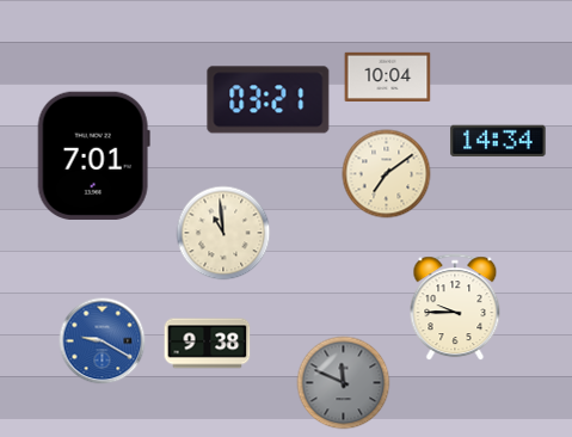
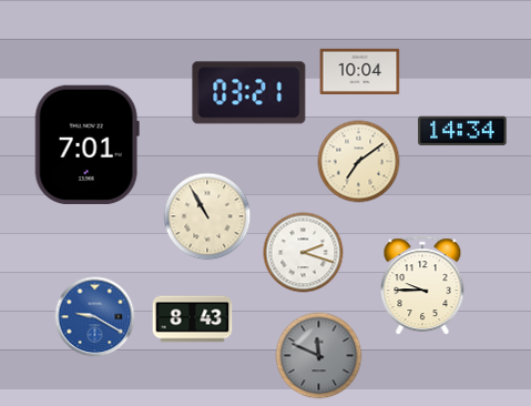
clock at (223, 233): 10:59 -> 10:55
clock at (304, 253): none -> 2:18
clock at (208, 344): 9:38 -> 8:43
